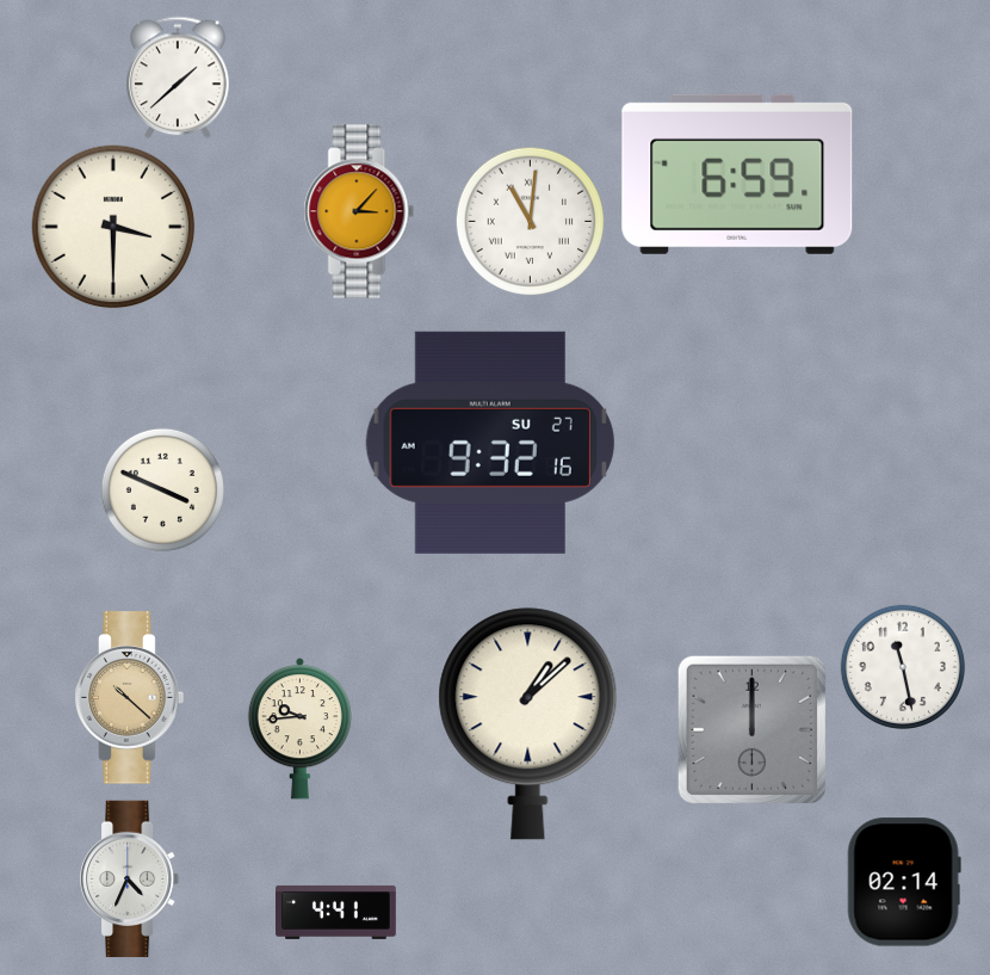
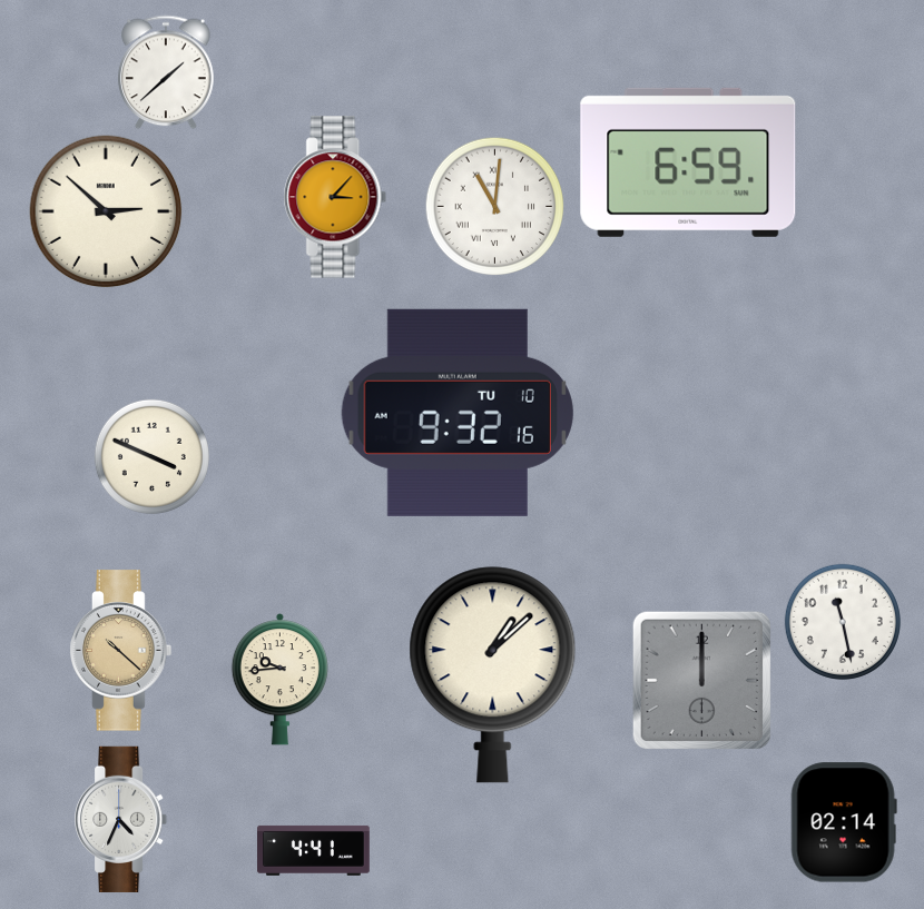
clock at (113, 227): 3:30 -> 2:52
clock at (490, 443) date: SU 27 -> TU 10
